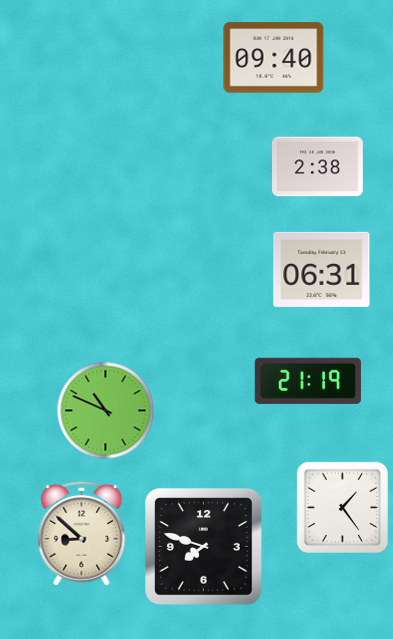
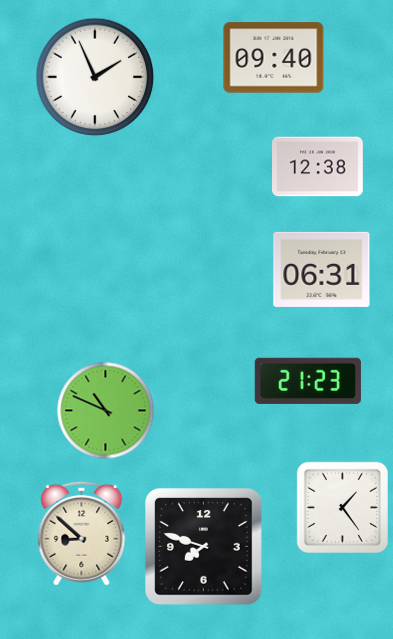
clock at (95, 77): none -> 1:56
clock at (318, 167): 2:38 -> 12:38
clock at (308, 381): 21:19 -> 21:23
